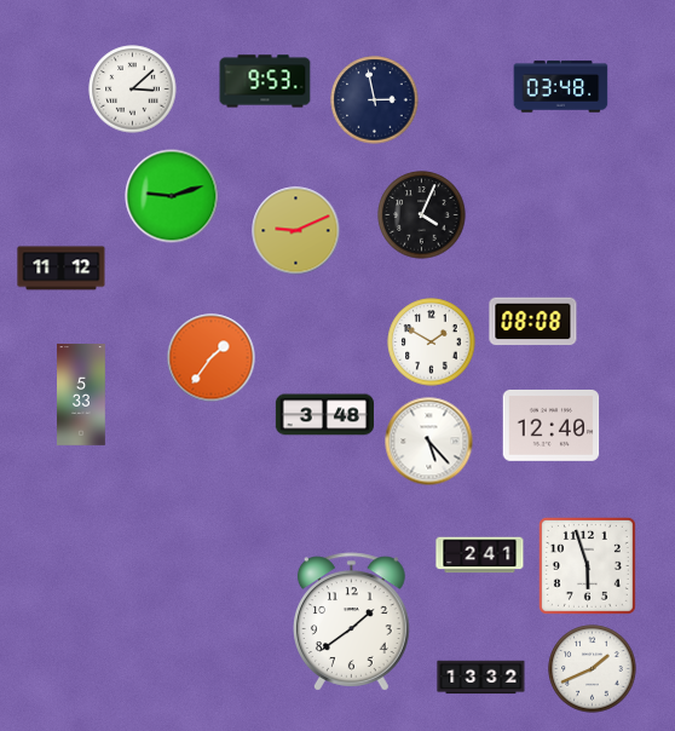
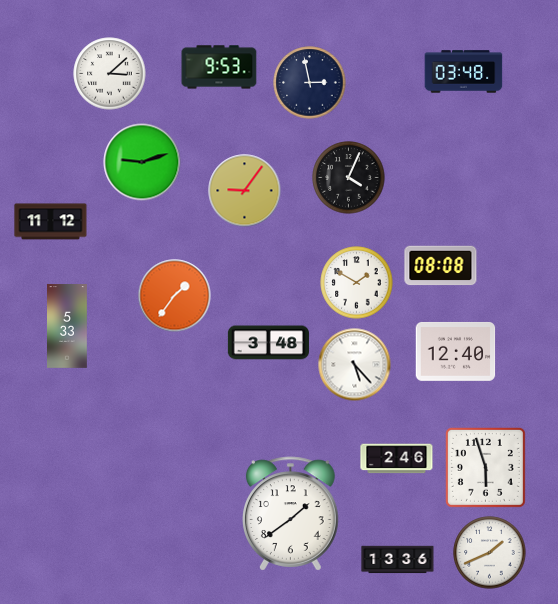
clock at (296, 231): 9:11 -> 9:06
clock at (480, 556): 2:41 -> 2:46
clock at (481, 678): 13:32 -> 13:36
